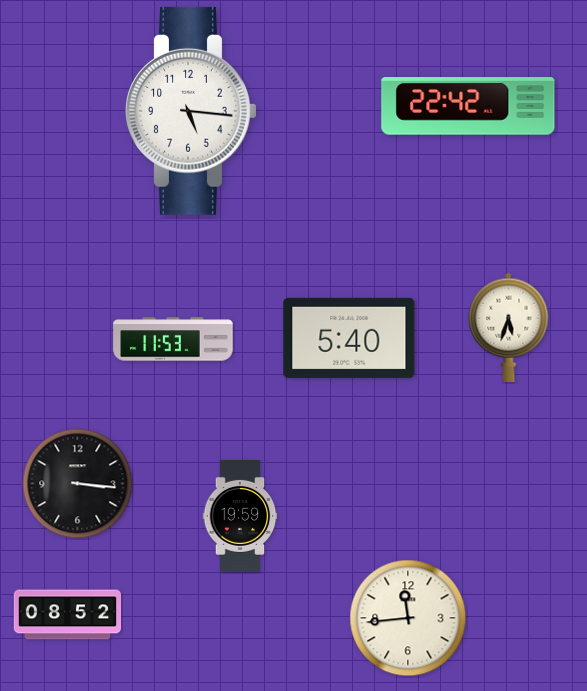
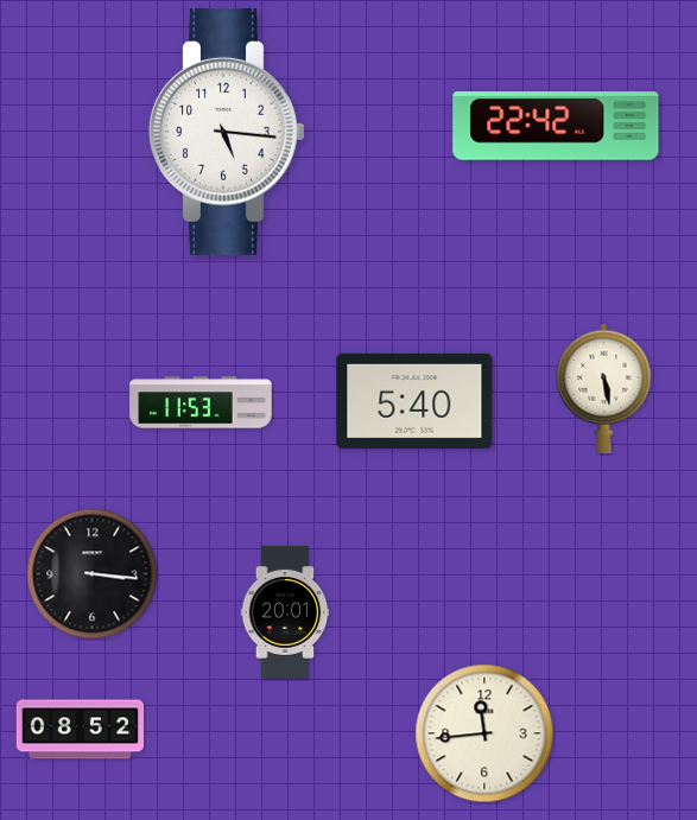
clock at (509, 327): 5:33 -> 5:28
clock at (173, 339) position: (173, 339) -> (201, 402)
clock at (240, 516): 19:59 -> 20:01
